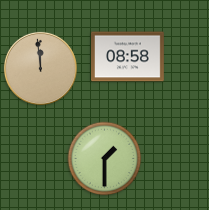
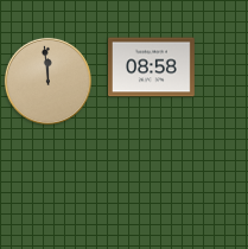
clock at (105, 159): 1:30 -> none
